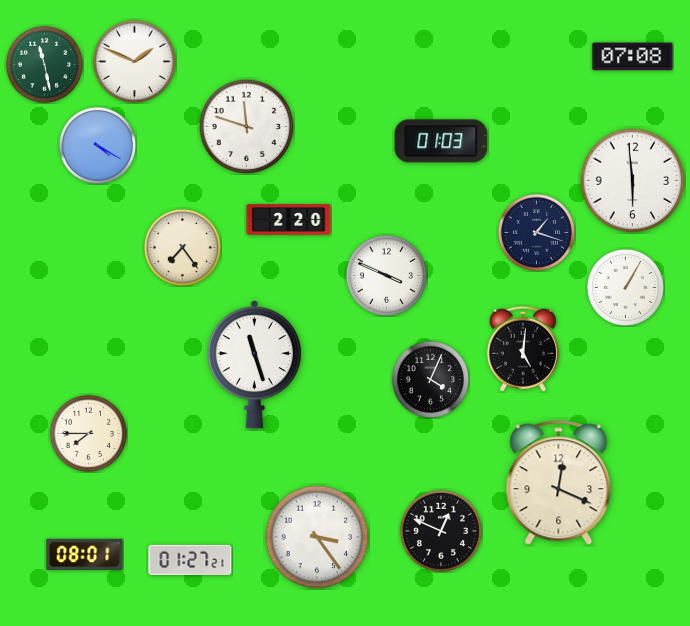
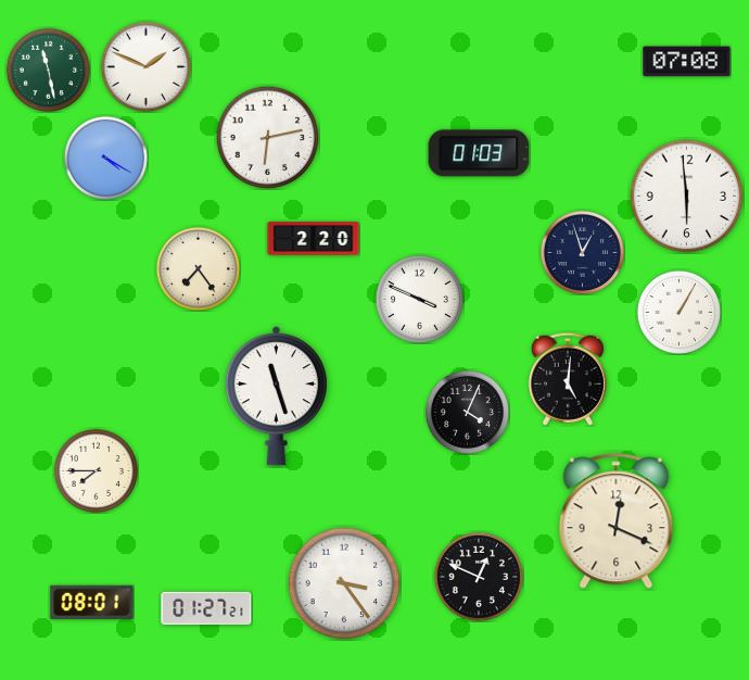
clock at (246, 126): 11:48 -> 6:13
clock at (536, 232): 1:18 -> 12:57
clock at (559, 483) position: (559, 483) -> (617, 521)
